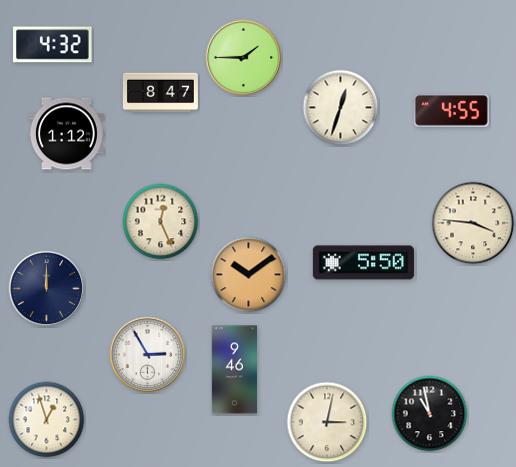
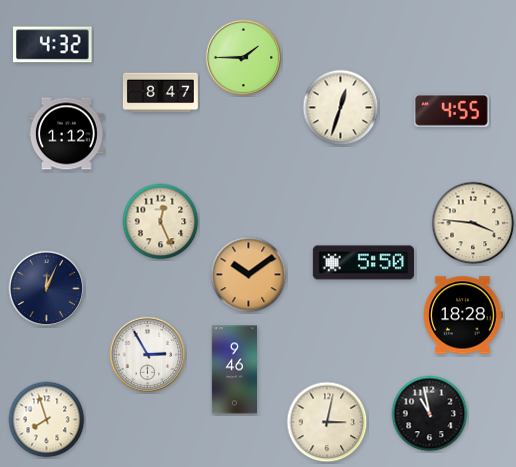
clock at (47, 289): 12:00 -> 12:04
clock at (463, 315): none -> 18:28
clock at (47, 420): 12:57 -> 7:57
